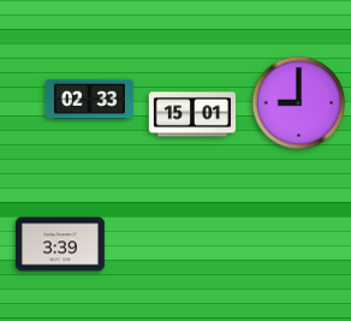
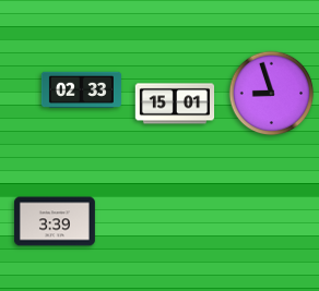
clock at (299, 103): 9:00 -> 8:57
